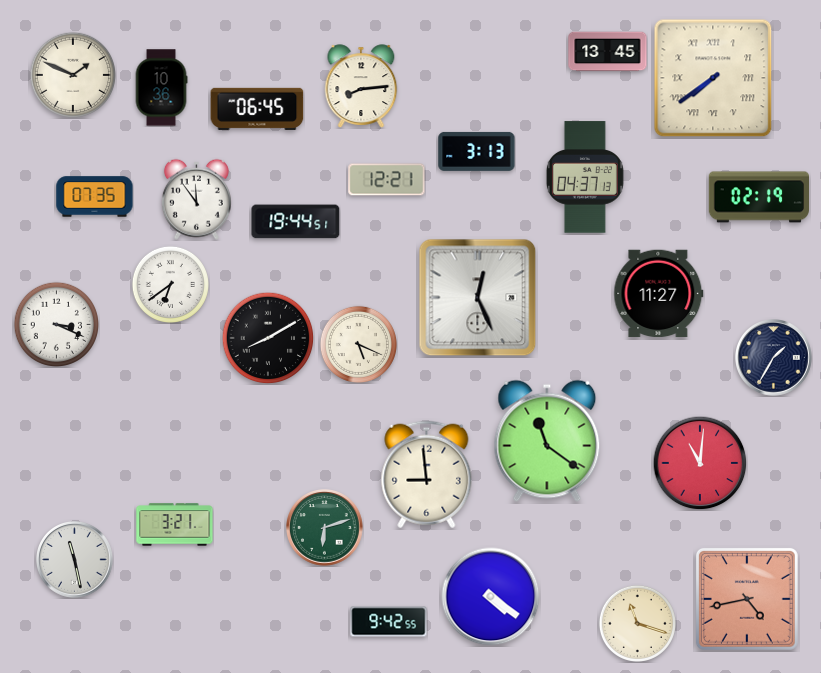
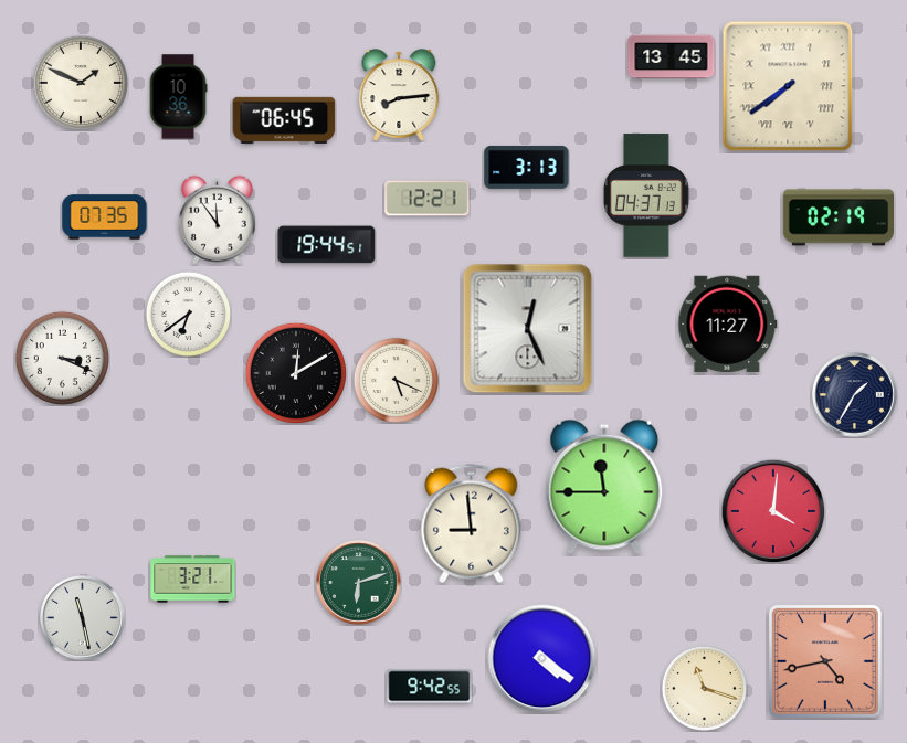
clock at (268, 338): 8:10 -> 12:10
clock at (547, 441): 11:21 -> 11:45
clock at (700, 463): 11:01 -> 4:01
